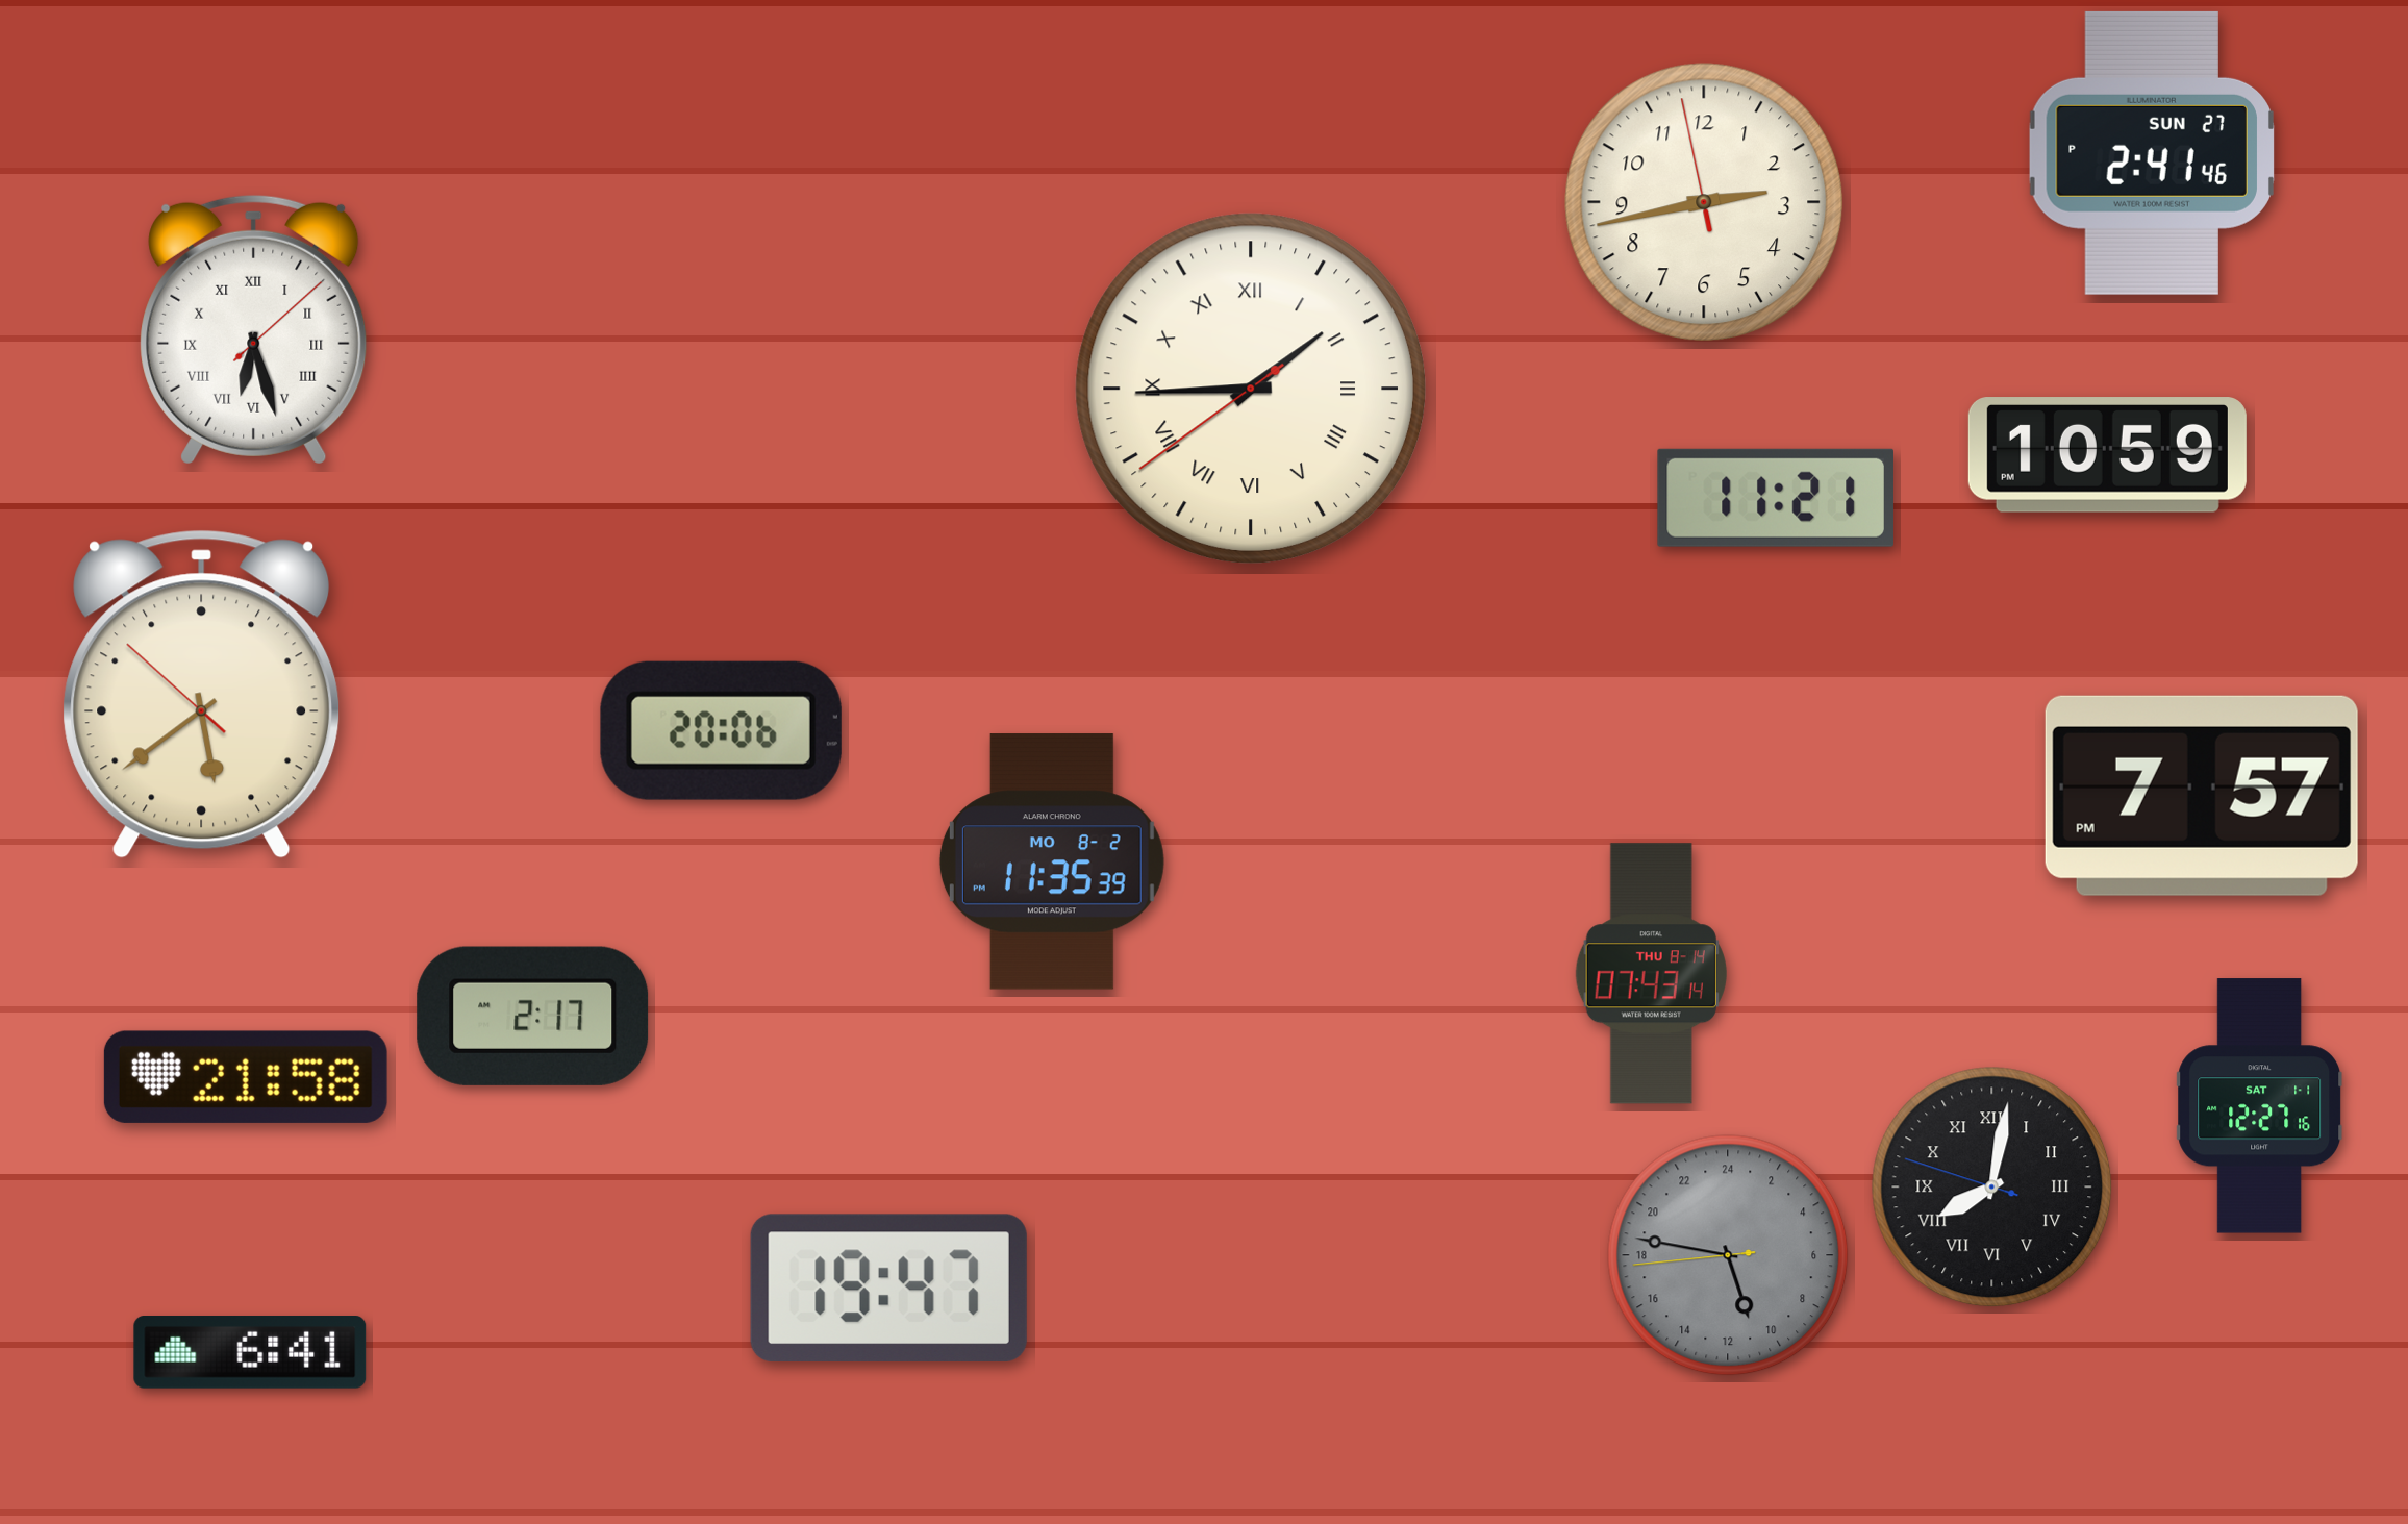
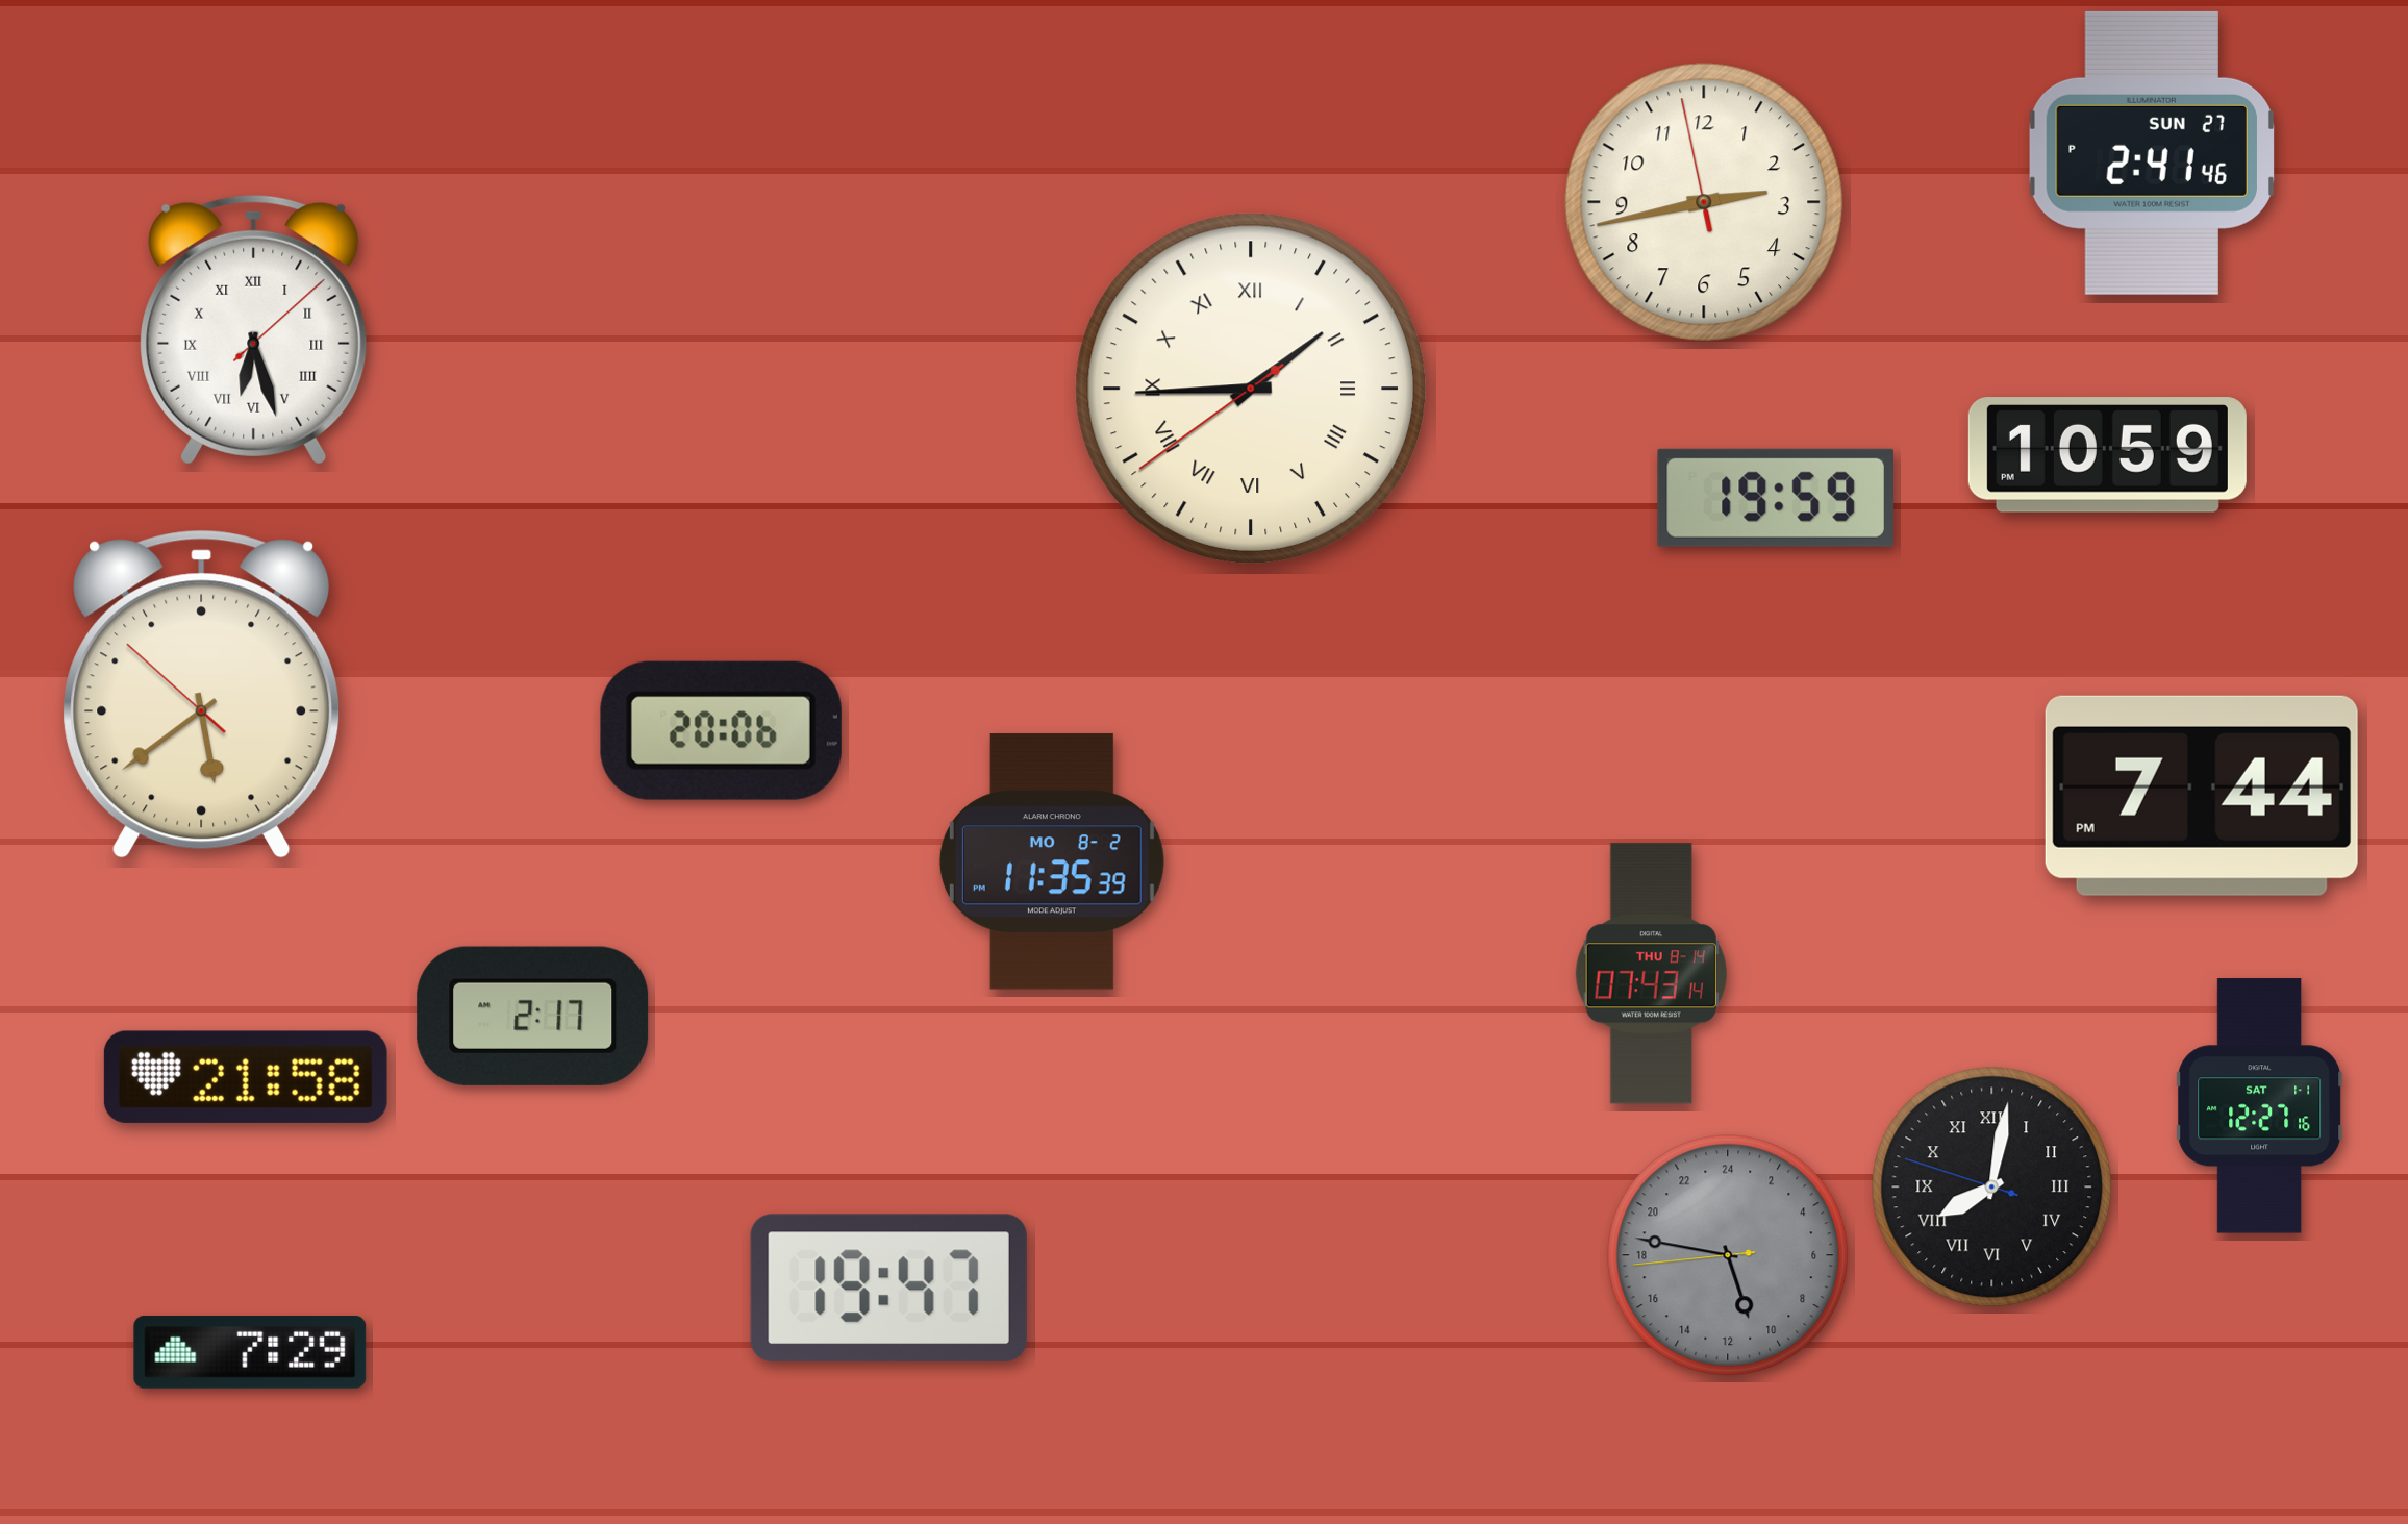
clock at (1775, 498): 11:21 -> 19:59
clock at (2202, 796): 7:57 -> 7:44
clock at (250, 1353): 6:41 -> 7:29
